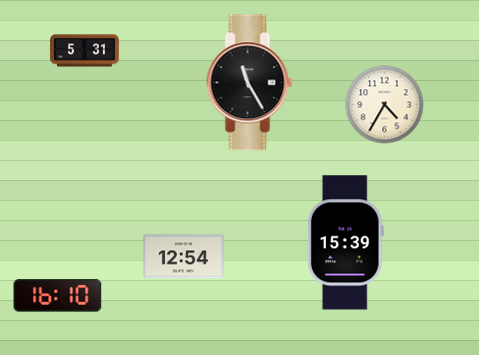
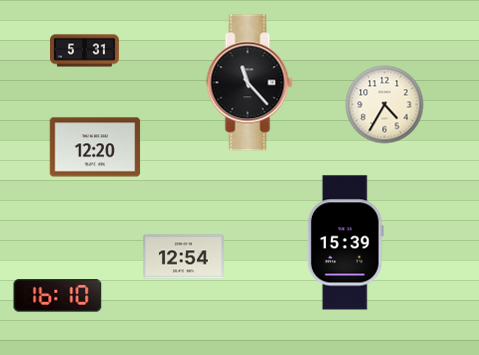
clock at (250, 83): 11:25 -> 11:23
clock at (95, 147): none -> 12:20
